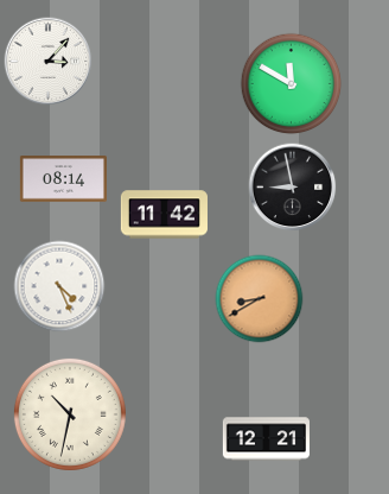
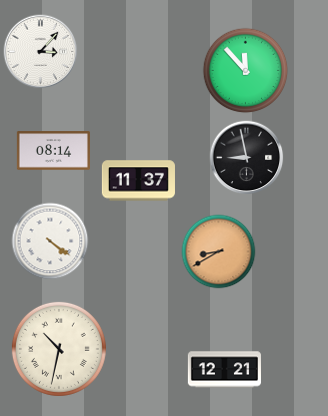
clock at (292, 84): 11:50 -> 11:53
clock at (164, 215): 11:42 -> 11:37
clock at (59, 286): 4:26 -> 4:21
